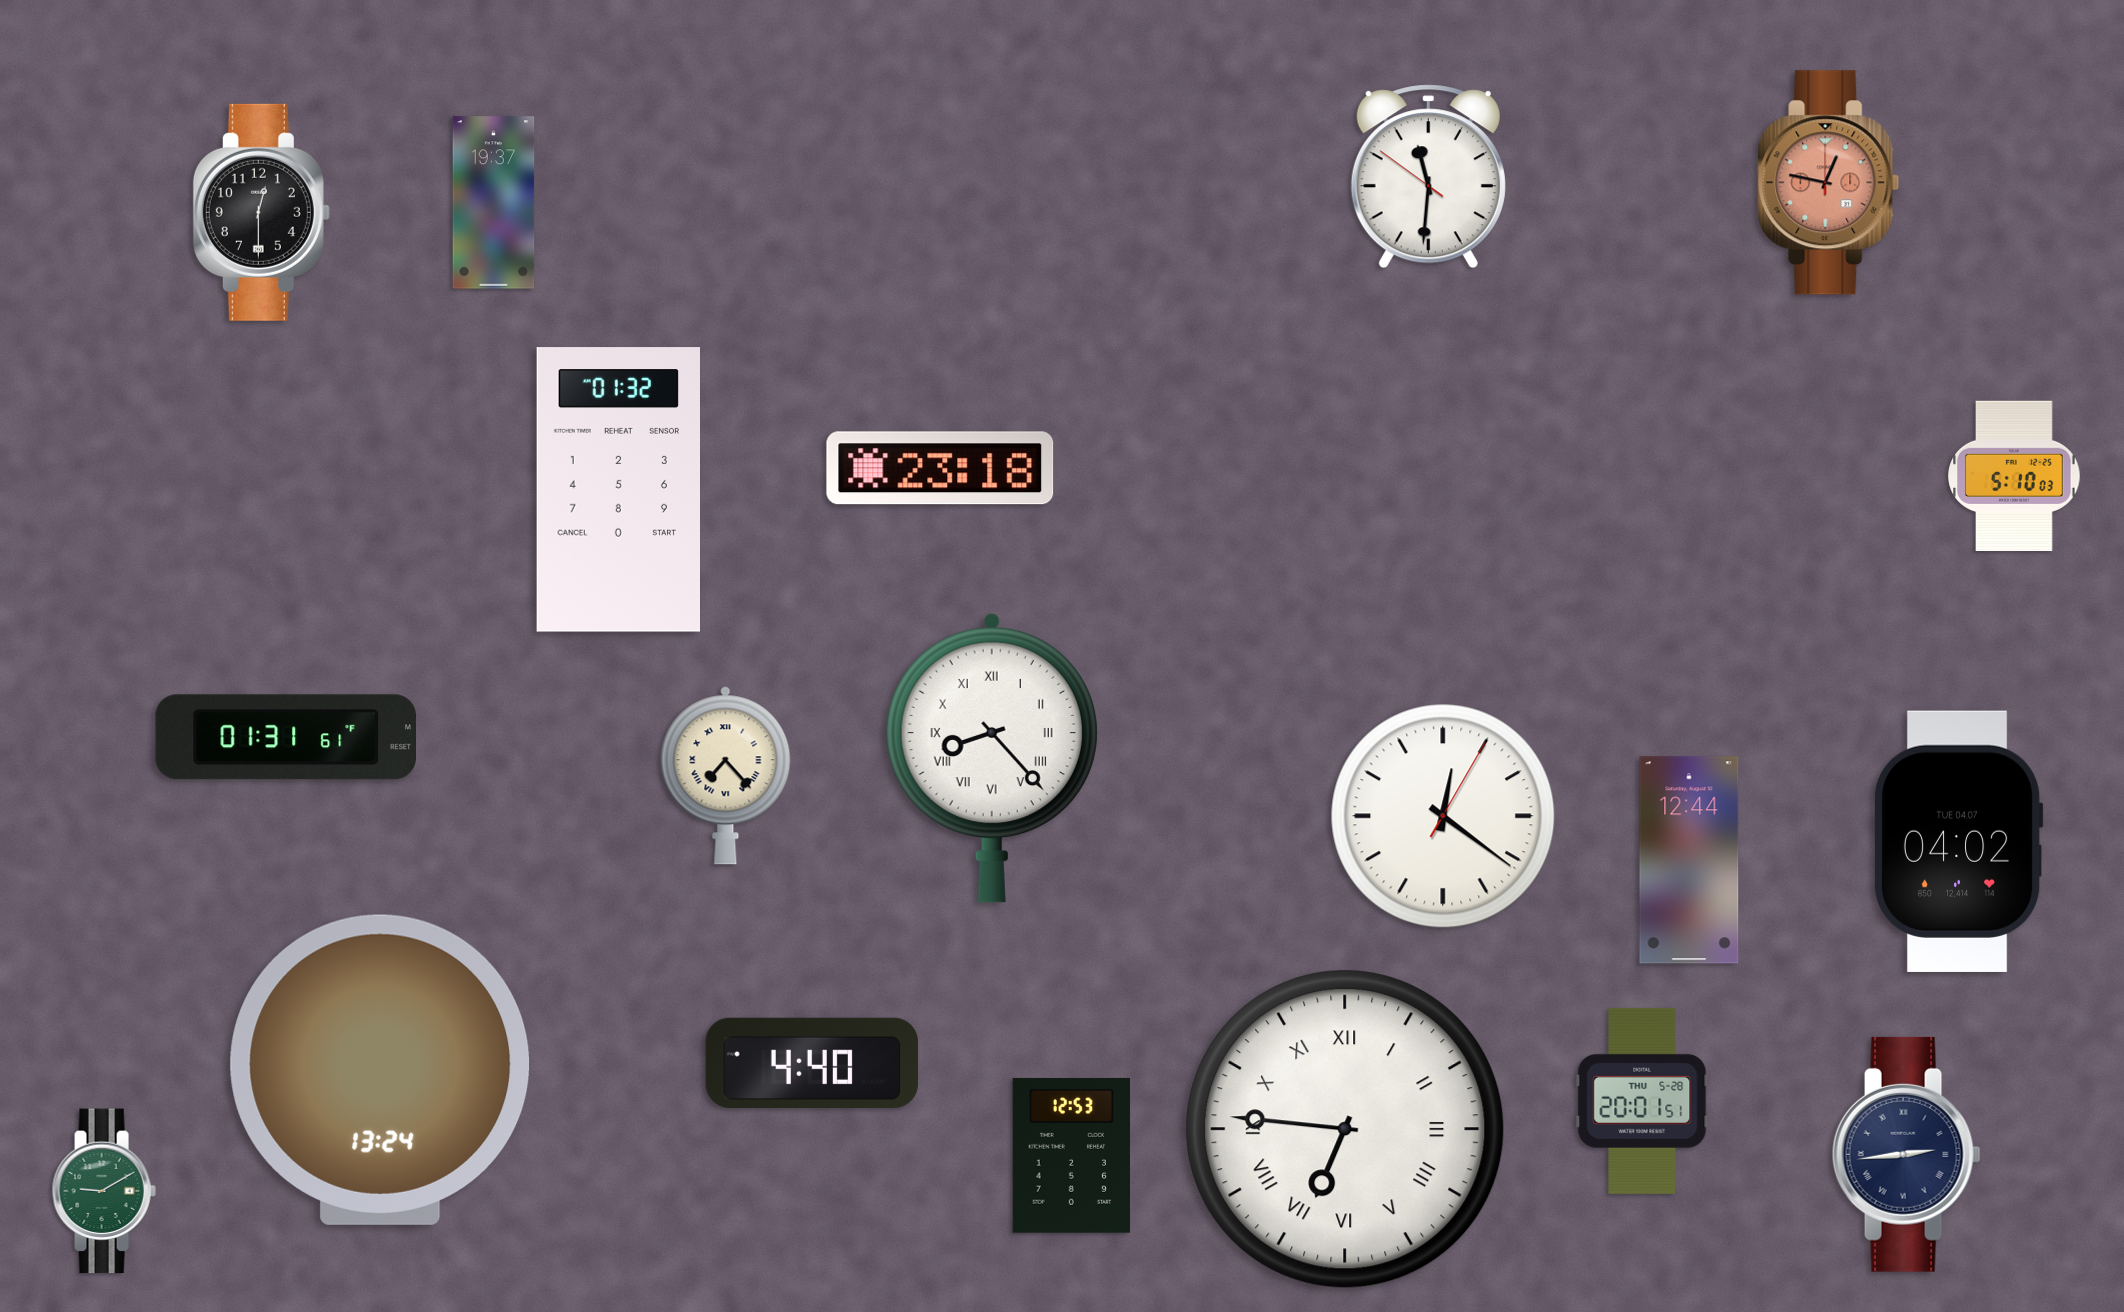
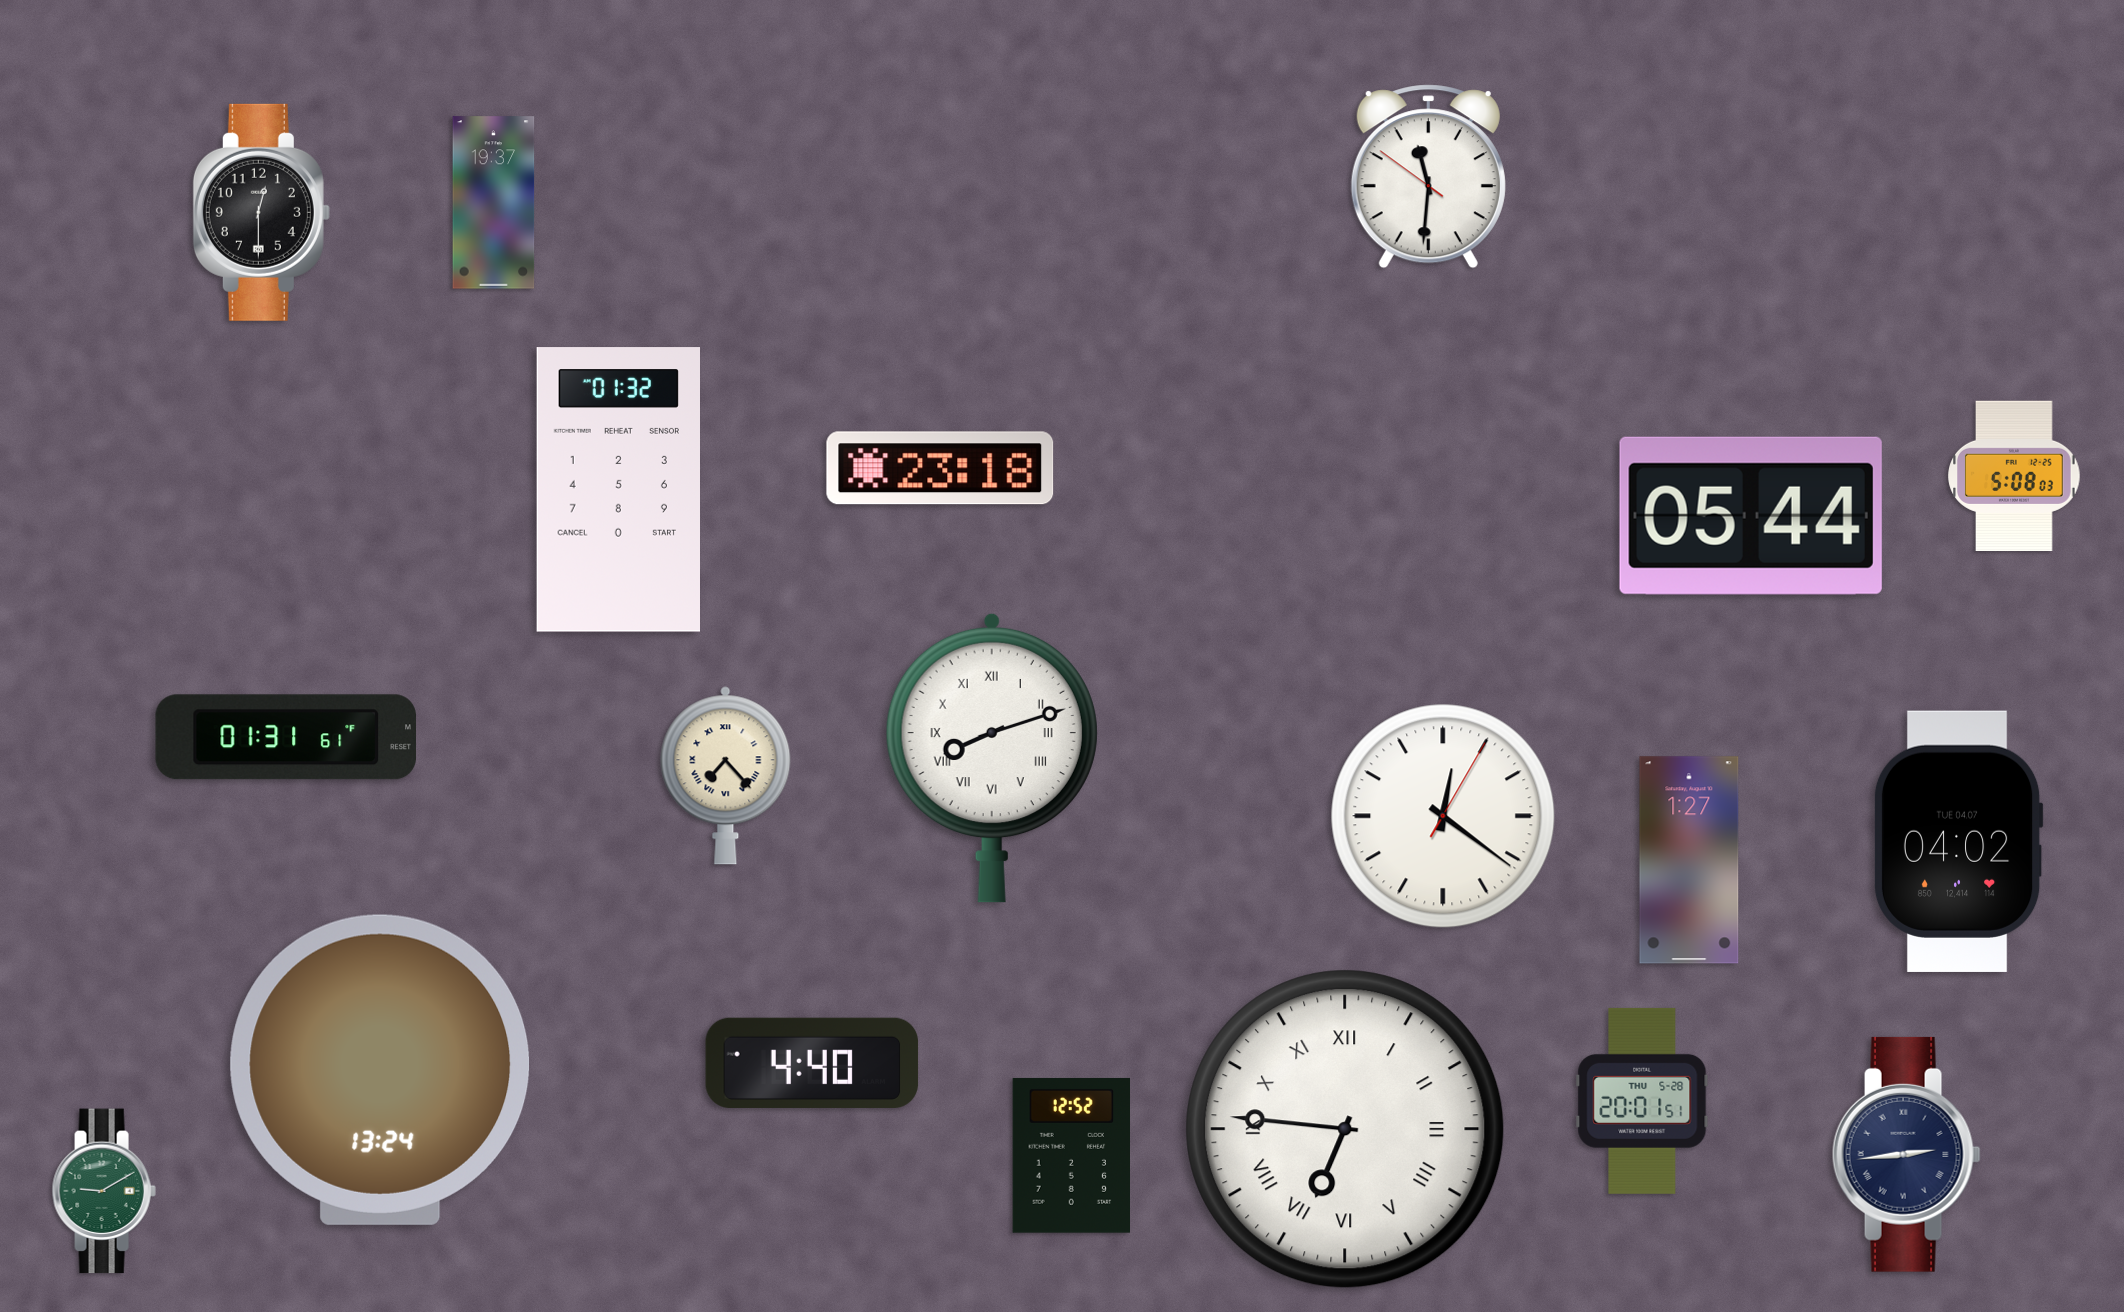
clock at (1829, 183): 12:47 -> none
clock at (2014, 475): 5:10 -> 5:08
clock at (1751, 516): none -> 05:44
clock at (992, 758): 8:23 -> 8:12
clock at (1689, 860): 12:44 -> 1:27
clock at (1072, 1155): 12:53 -> 12:52
